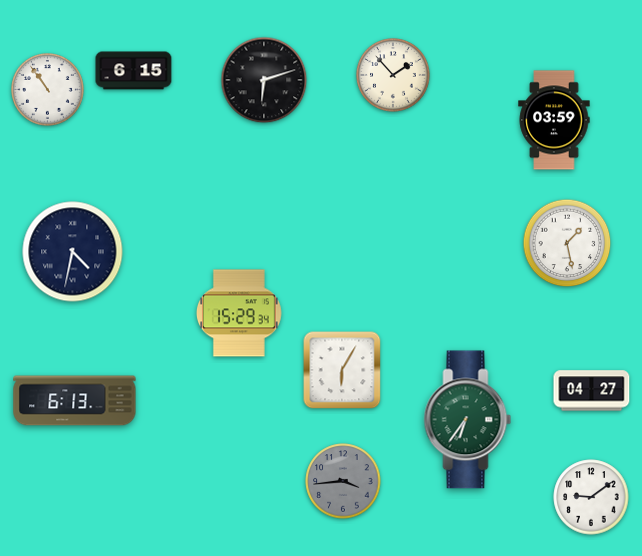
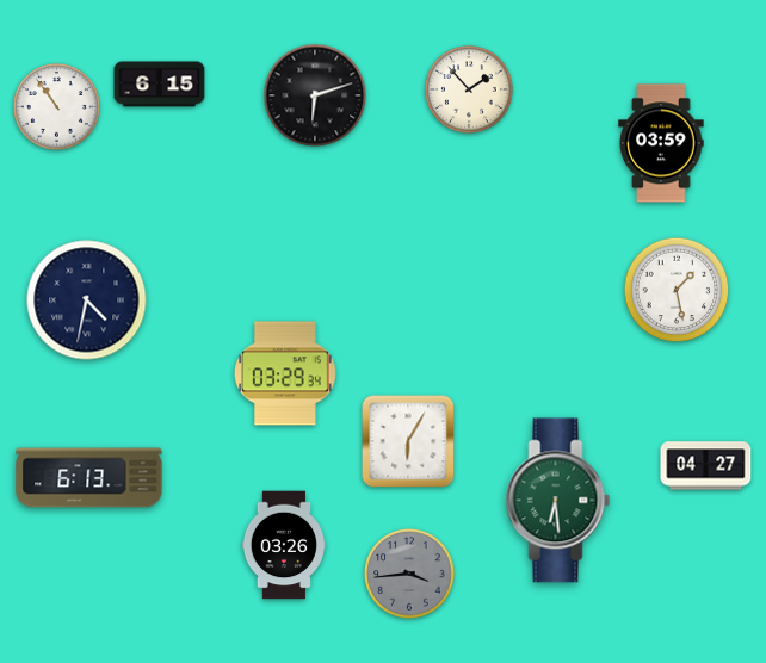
clock at (240, 313): 15:29 -> 03:29
clock at (468, 420): 6:36 -> 6:29
clock at (283, 545): none -> 03:26
clock at (591, 497): 9:09 -> none
